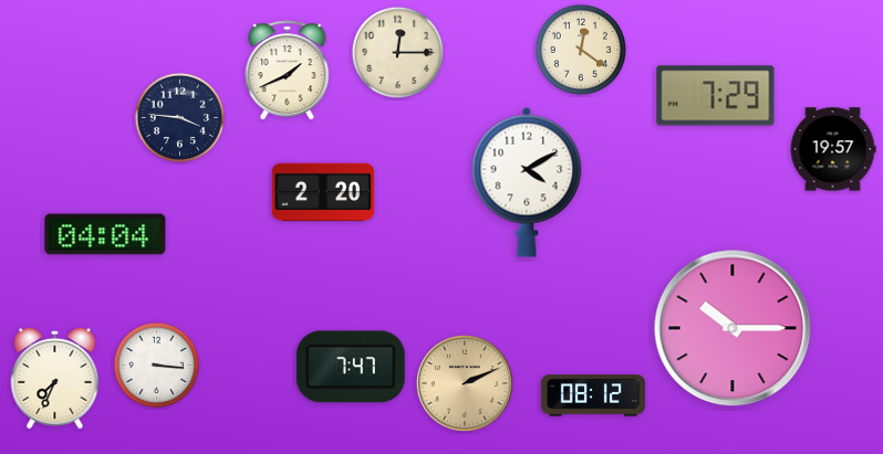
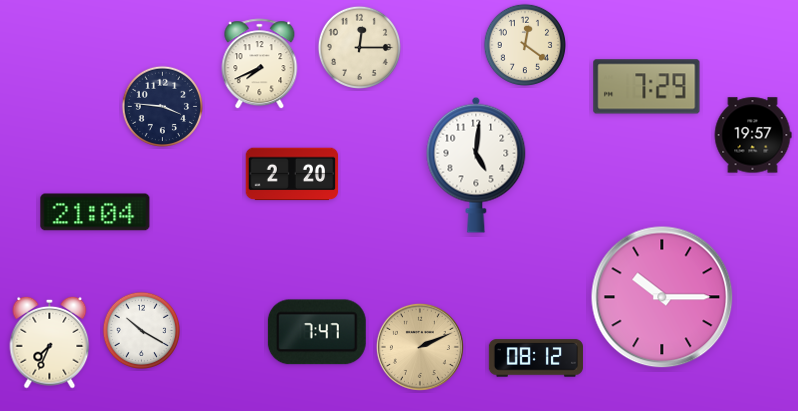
clock at (288, 71): 1:41 -> 7:41
clock at (527, 182): 4:10 -> 5:01
clock at (105, 234): 04:04 -> 21:04
clock at (156, 365): 3:16 -> 10:20
